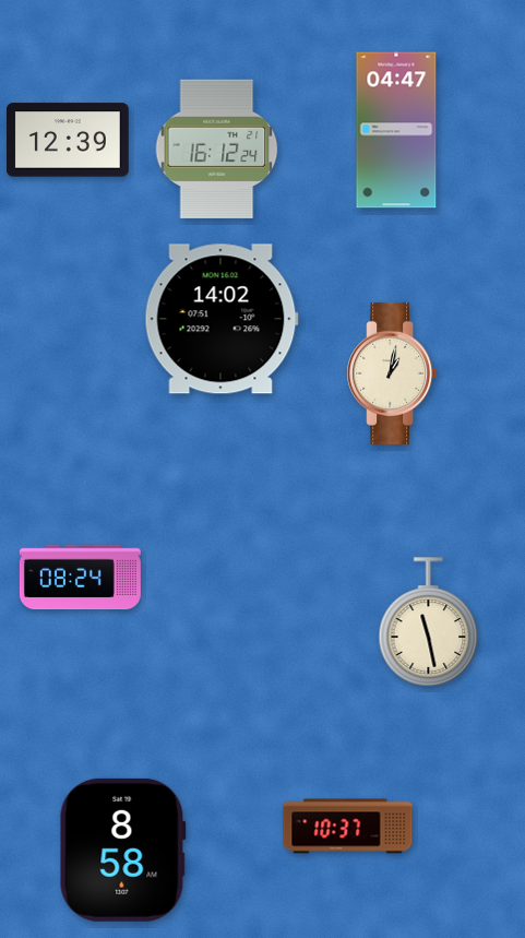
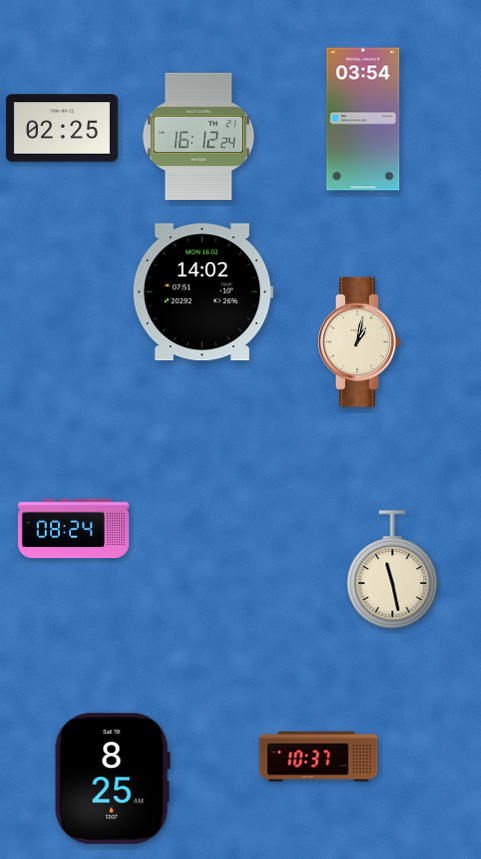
clock at (396, 130): 04:47 -> 03:54
clock at (69, 140): 12:39 -> 02:25
clock at (122, 850): 8:58 -> 8:25
